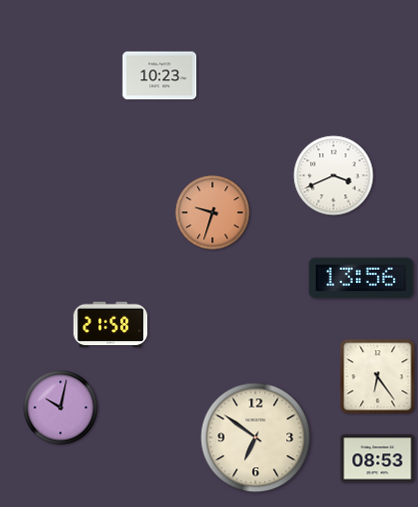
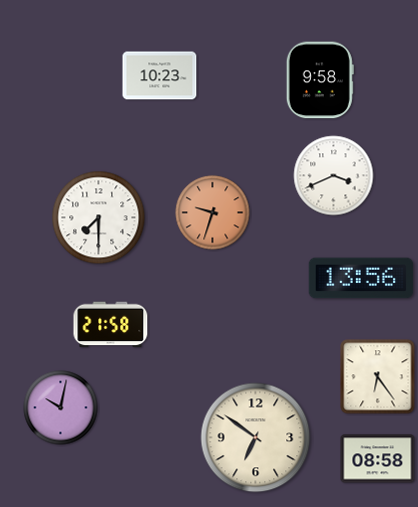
clock at (320, 80): none -> 9:58
clock at (99, 218): none -> 7:30
clock at (378, 459): 08:53 -> 08:58
